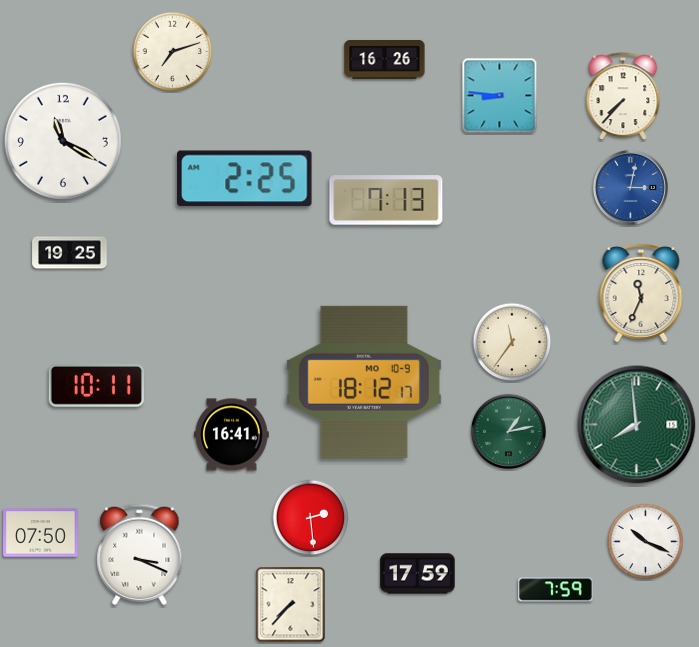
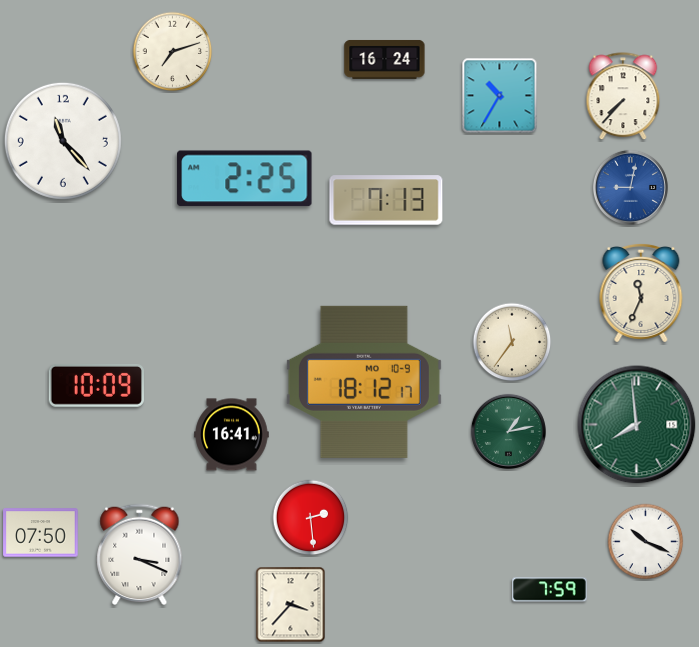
clock at (385, 59): 16:26 -> 16:24
clock at (500, 96): 8:46 -> 10:35
clock at (63, 141): 11:20 -> 11:23
clock at (630, 187): 3:02 -> 9:02
clock at (70, 253): 19:25 -> none
clock at (96, 385): 10:11 -> 10:09
clock at (418, 574): 17:59 -> none
clock at (556, 590) position: (556, 590) -> (550, 590)
clock at (291, 605): 7:37 -> 3:37
